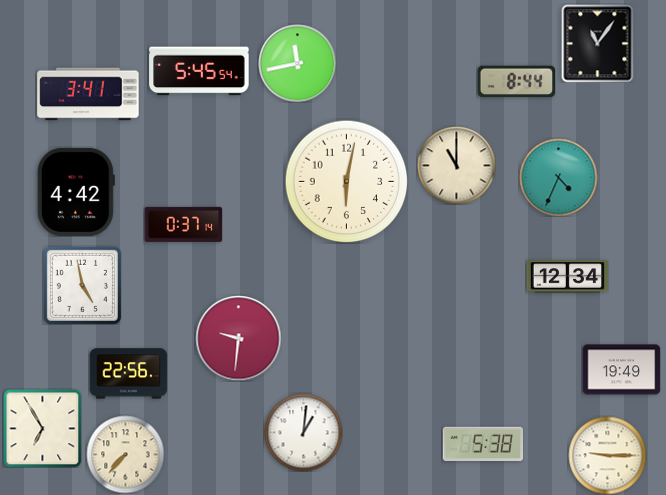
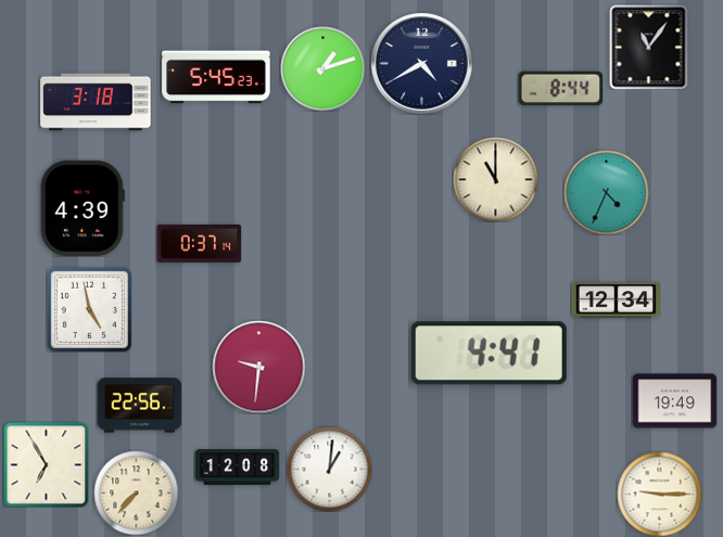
clock at (421, 63): none -> 4:40
clock at (297, 63): 11:43 -> 1:12
clock at (199, 71): 5:45:54 -> 5:45:23
clock at (88, 94): 3:41 -> 3:18
clock at (346, 181): 6:02 -> none
clock at (76, 192): 4:42 -> 4:39
clock at (489, 354): none -> 4:41
clock at (237, 466): none -> 12:08
clock at (483, 444): 5:38 -> none
